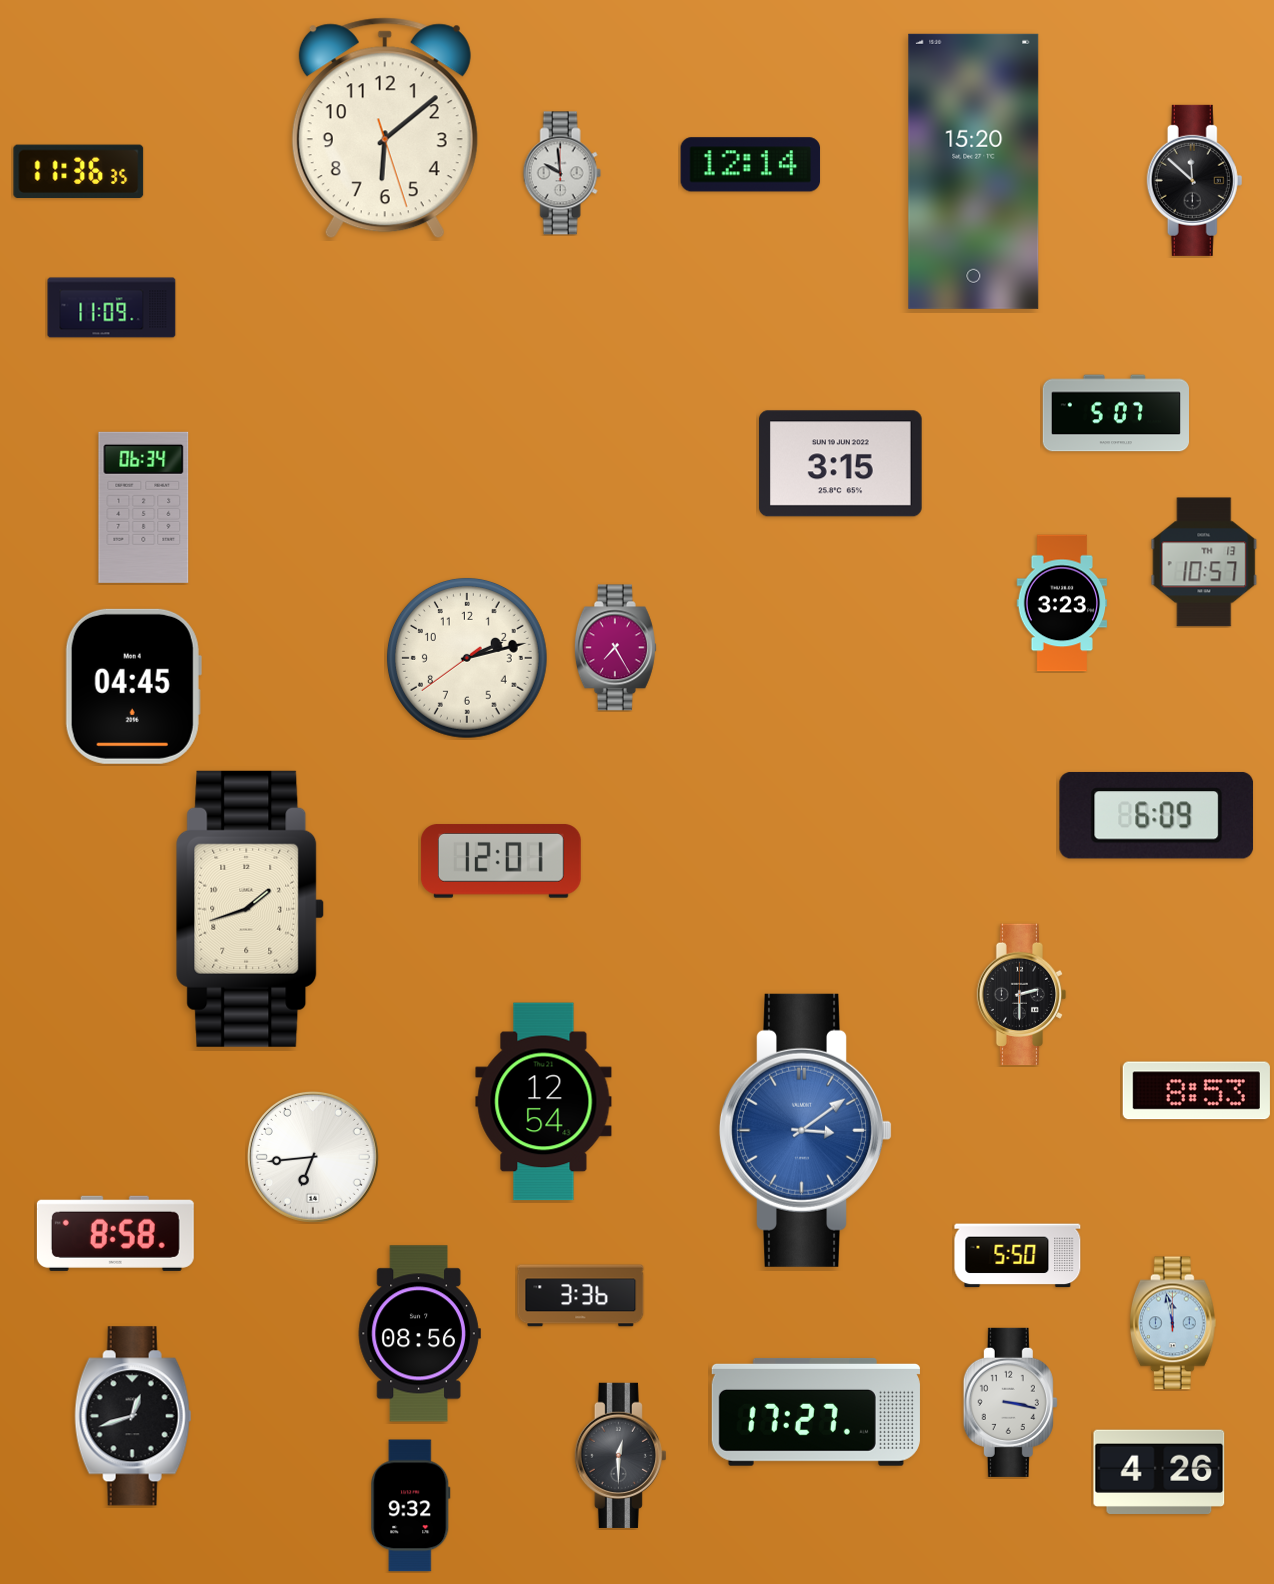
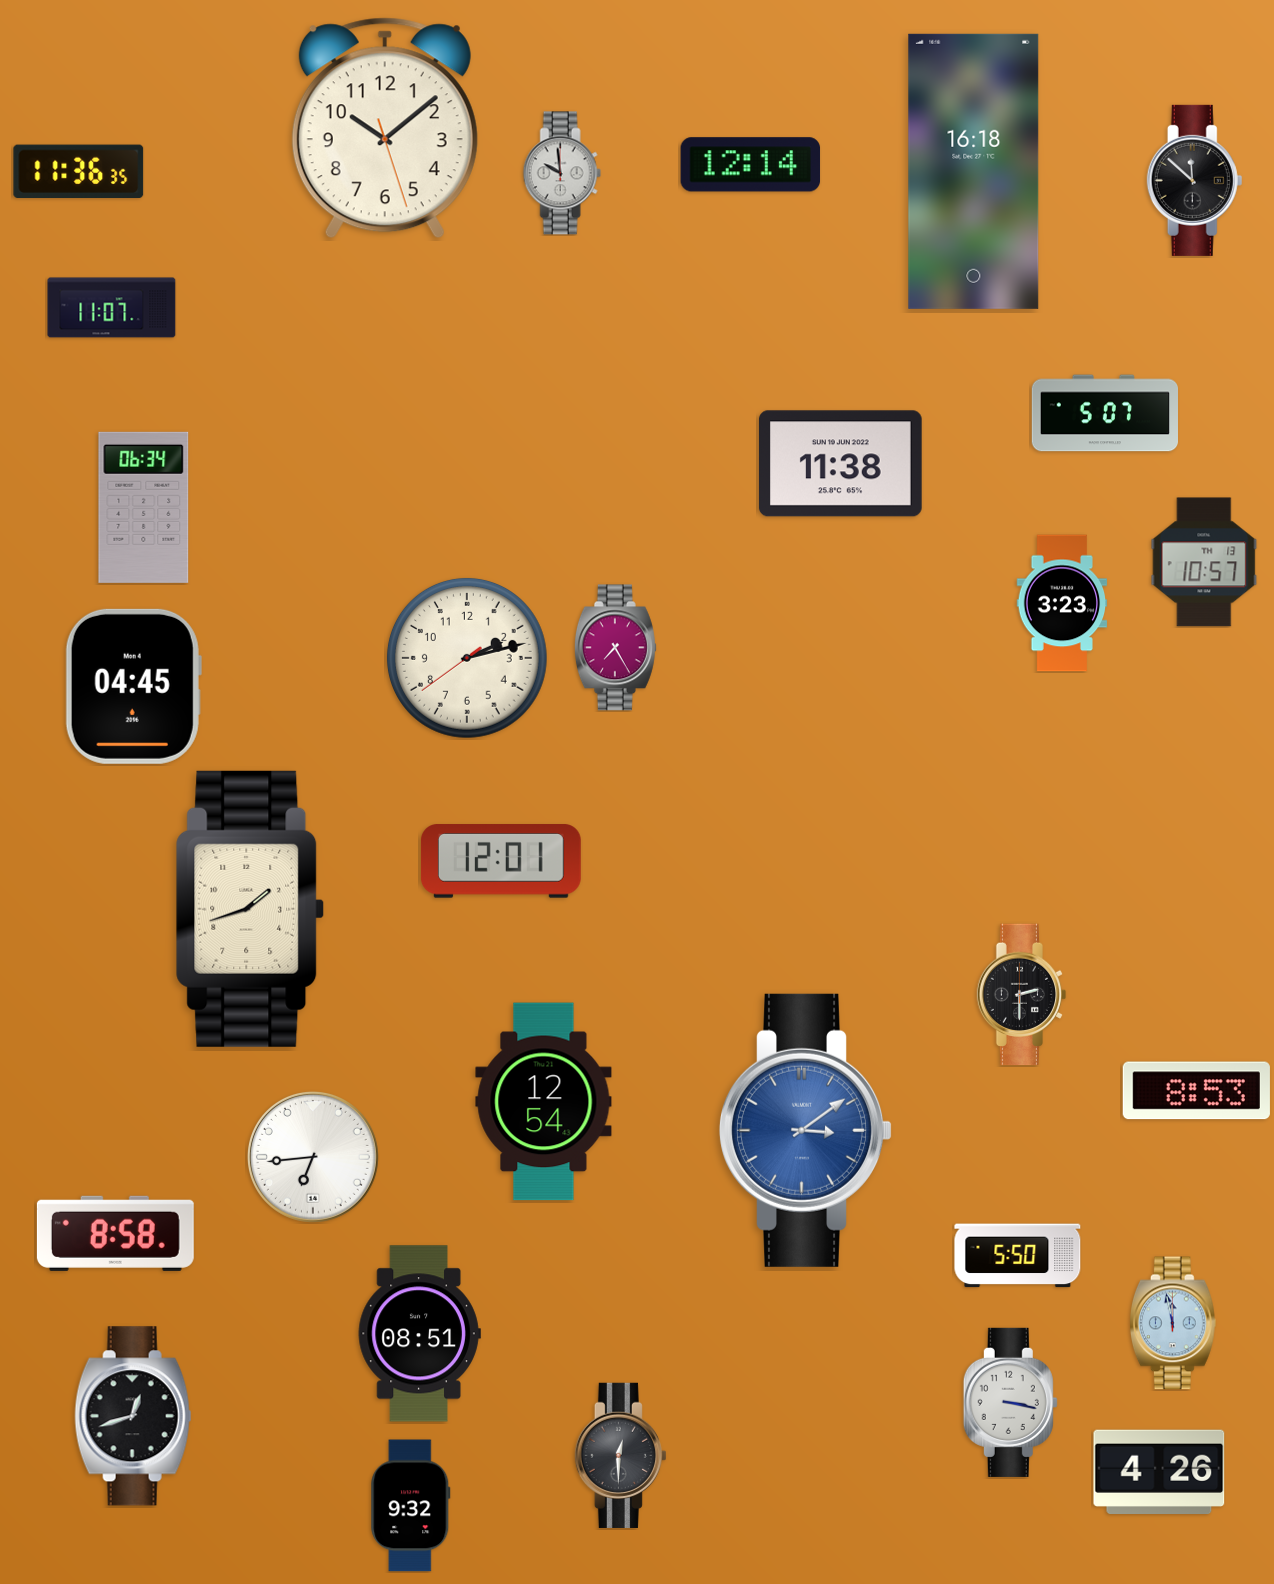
clock at (385, 128): 6:08 -> 10:08
clock at (974, 171): 15:20 -> 16:18
clock at (112, 308): 11:09 -> 11:07
clock at (1115, 413) position: (1115, 413) -> (1104, 413)
clock at (840, 464): 3:15 -> 11:38
clock at (1157, 815): 6:09 -> none
clock at (581, 1296): 3:36 -> none
clock at (419, 1334): 08:56 -> 08:51
clock at (816, 1412): 17:27 -> none
